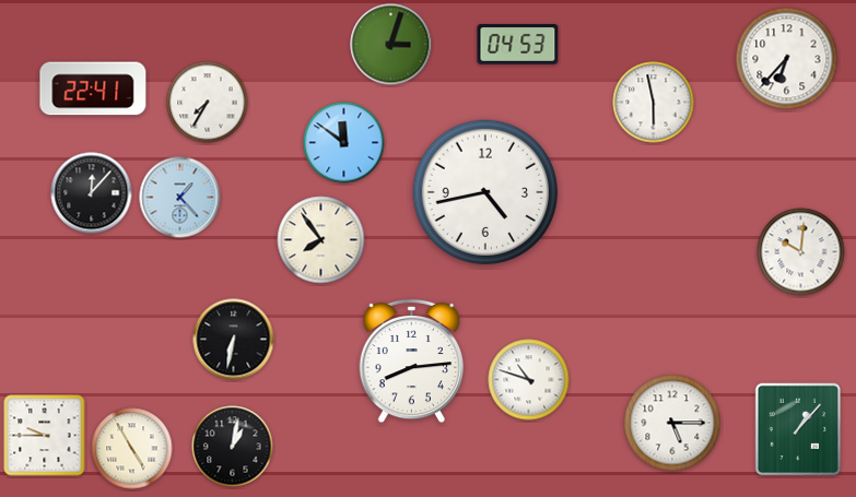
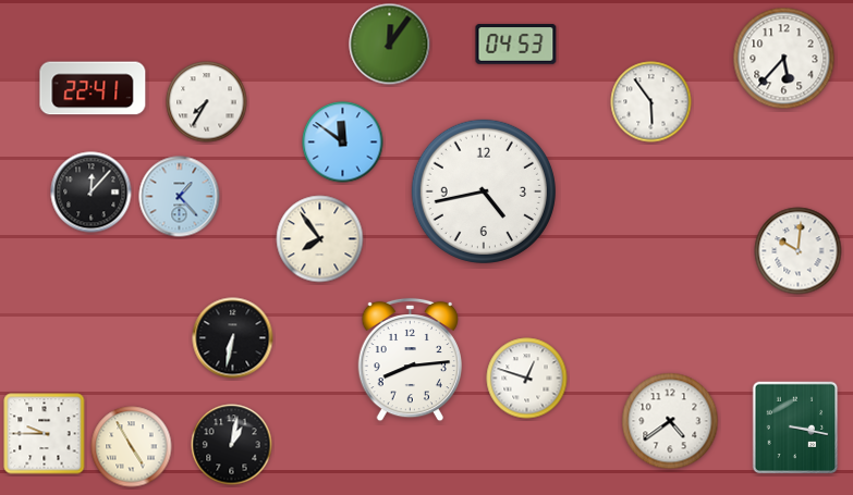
clock at (391, 45): 3:03 -> 12:06
clock at (787, 59): 6:37 -> 5:37
clock at (654, 103): 5:58 -> 5:54
clock at (529, 380): 10:48 -> 12:48
clock at (672, 423): 5:15 -> 4:39
clock at (798, 429): 1:07 -> 3:17
